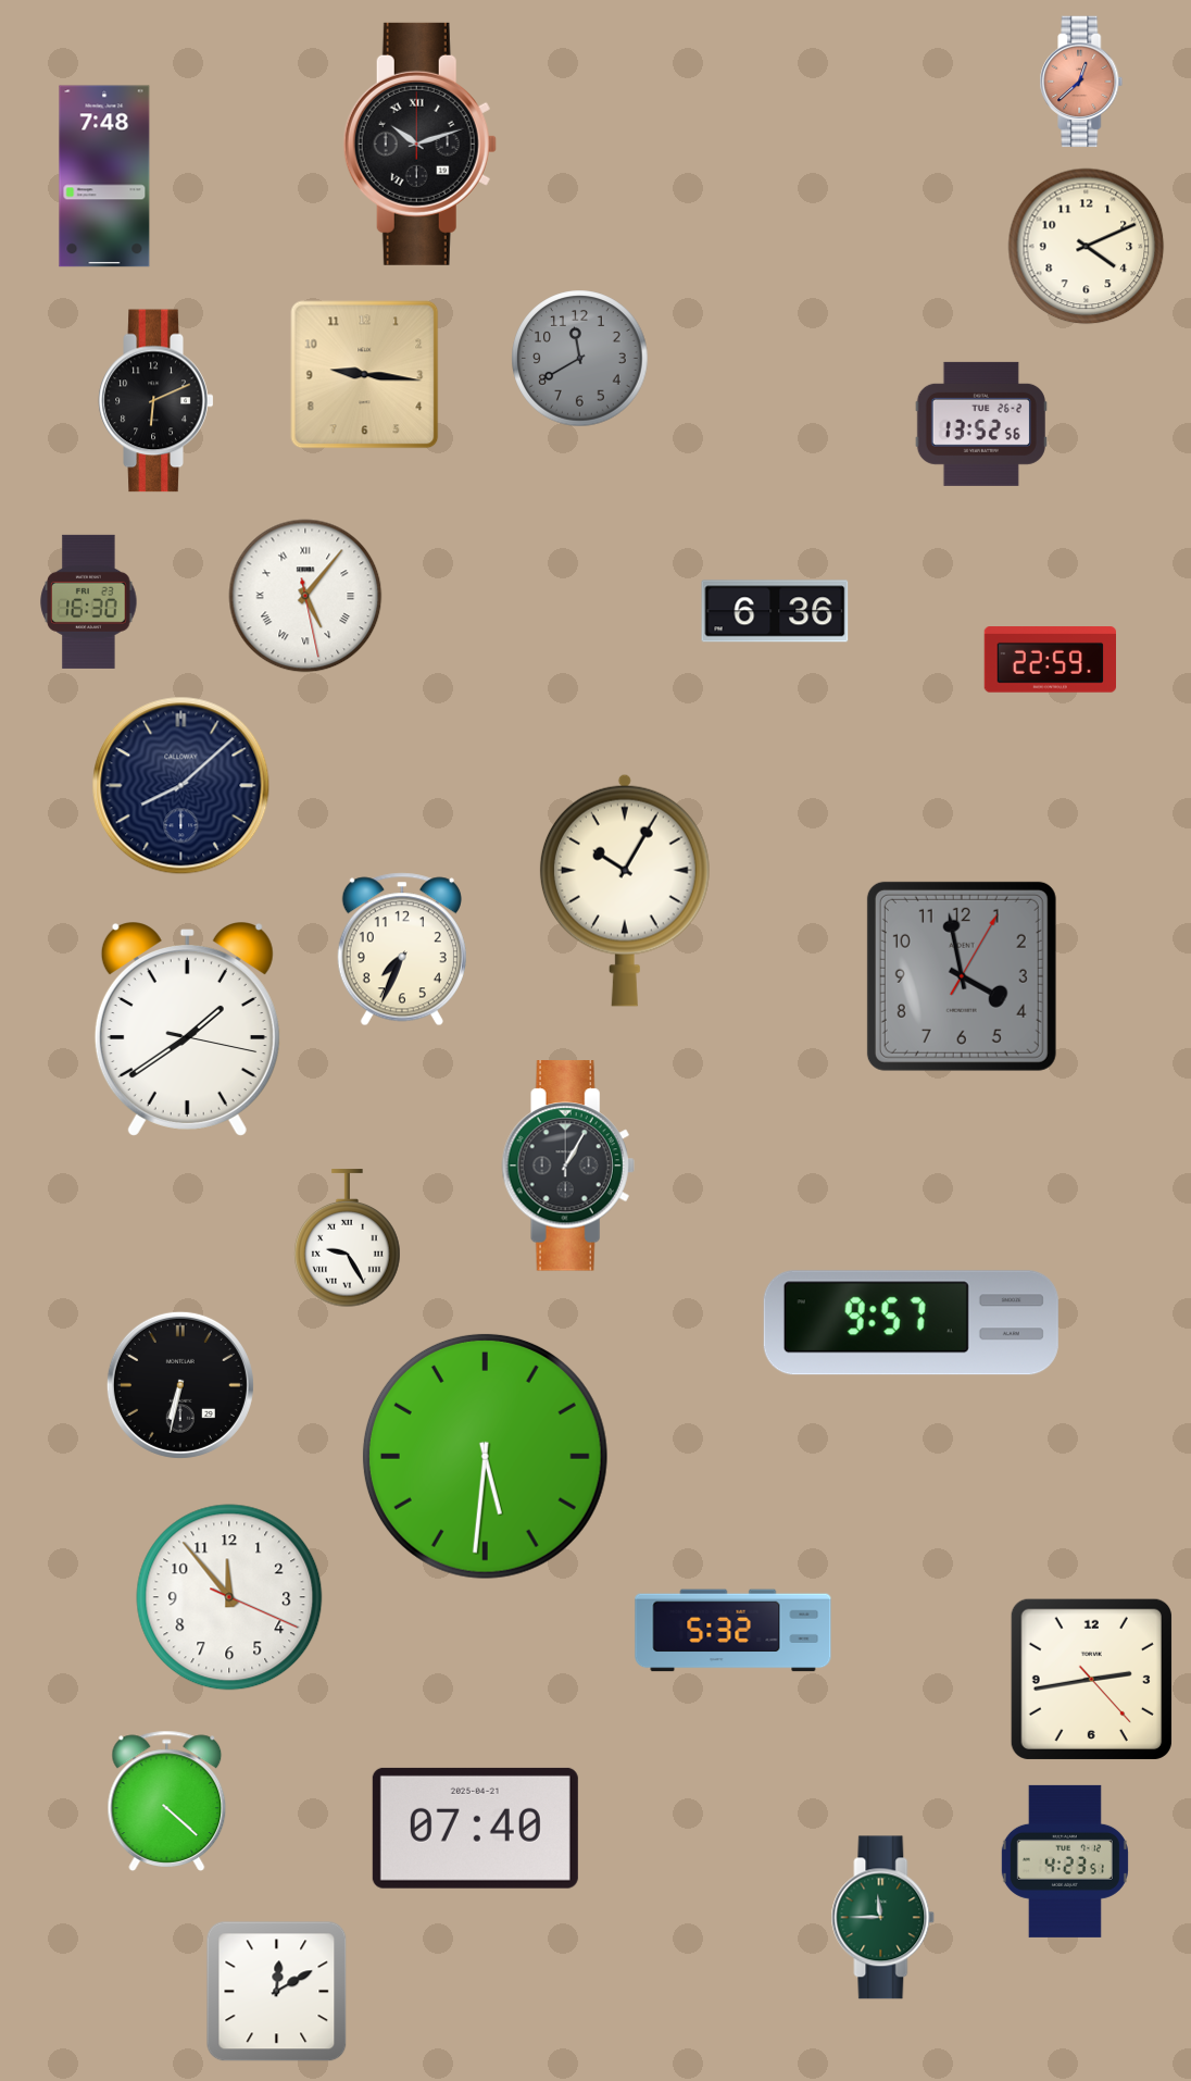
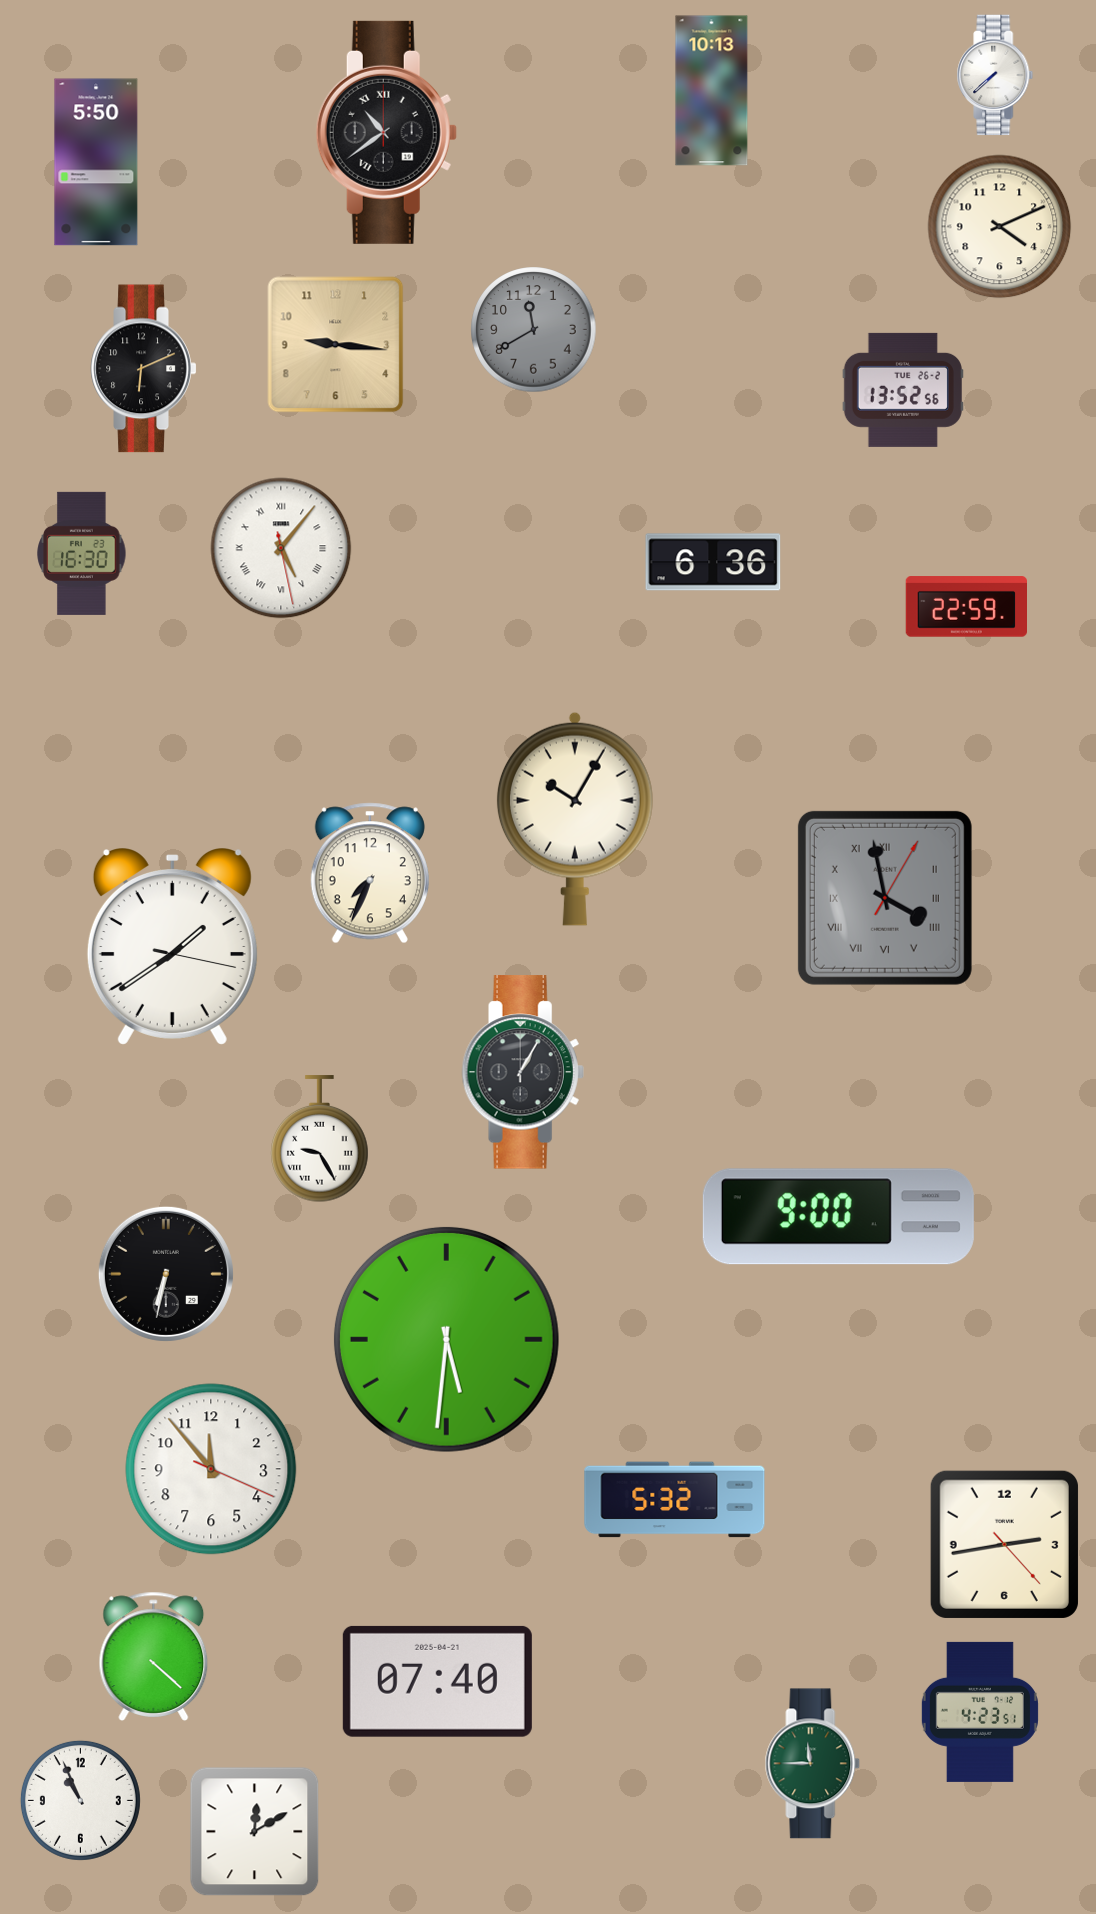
clock at (1081, 82): 12:38 -> 7:38
clock at (1081, 82) dial: salmon -> white
clock at (712, 91): none -> 10:13
clock at (419, 144): 10:12 -> 10:39
clock at (104, 176): 7:48 -> 5:50
clock at (181, 786): 8:08 -> none
clock at (962, 976) numerals: Arabic -> Roman
clock at (911, 1323): 9:57 -> 9:00
clock at (80, 1800): none -> 10:56
